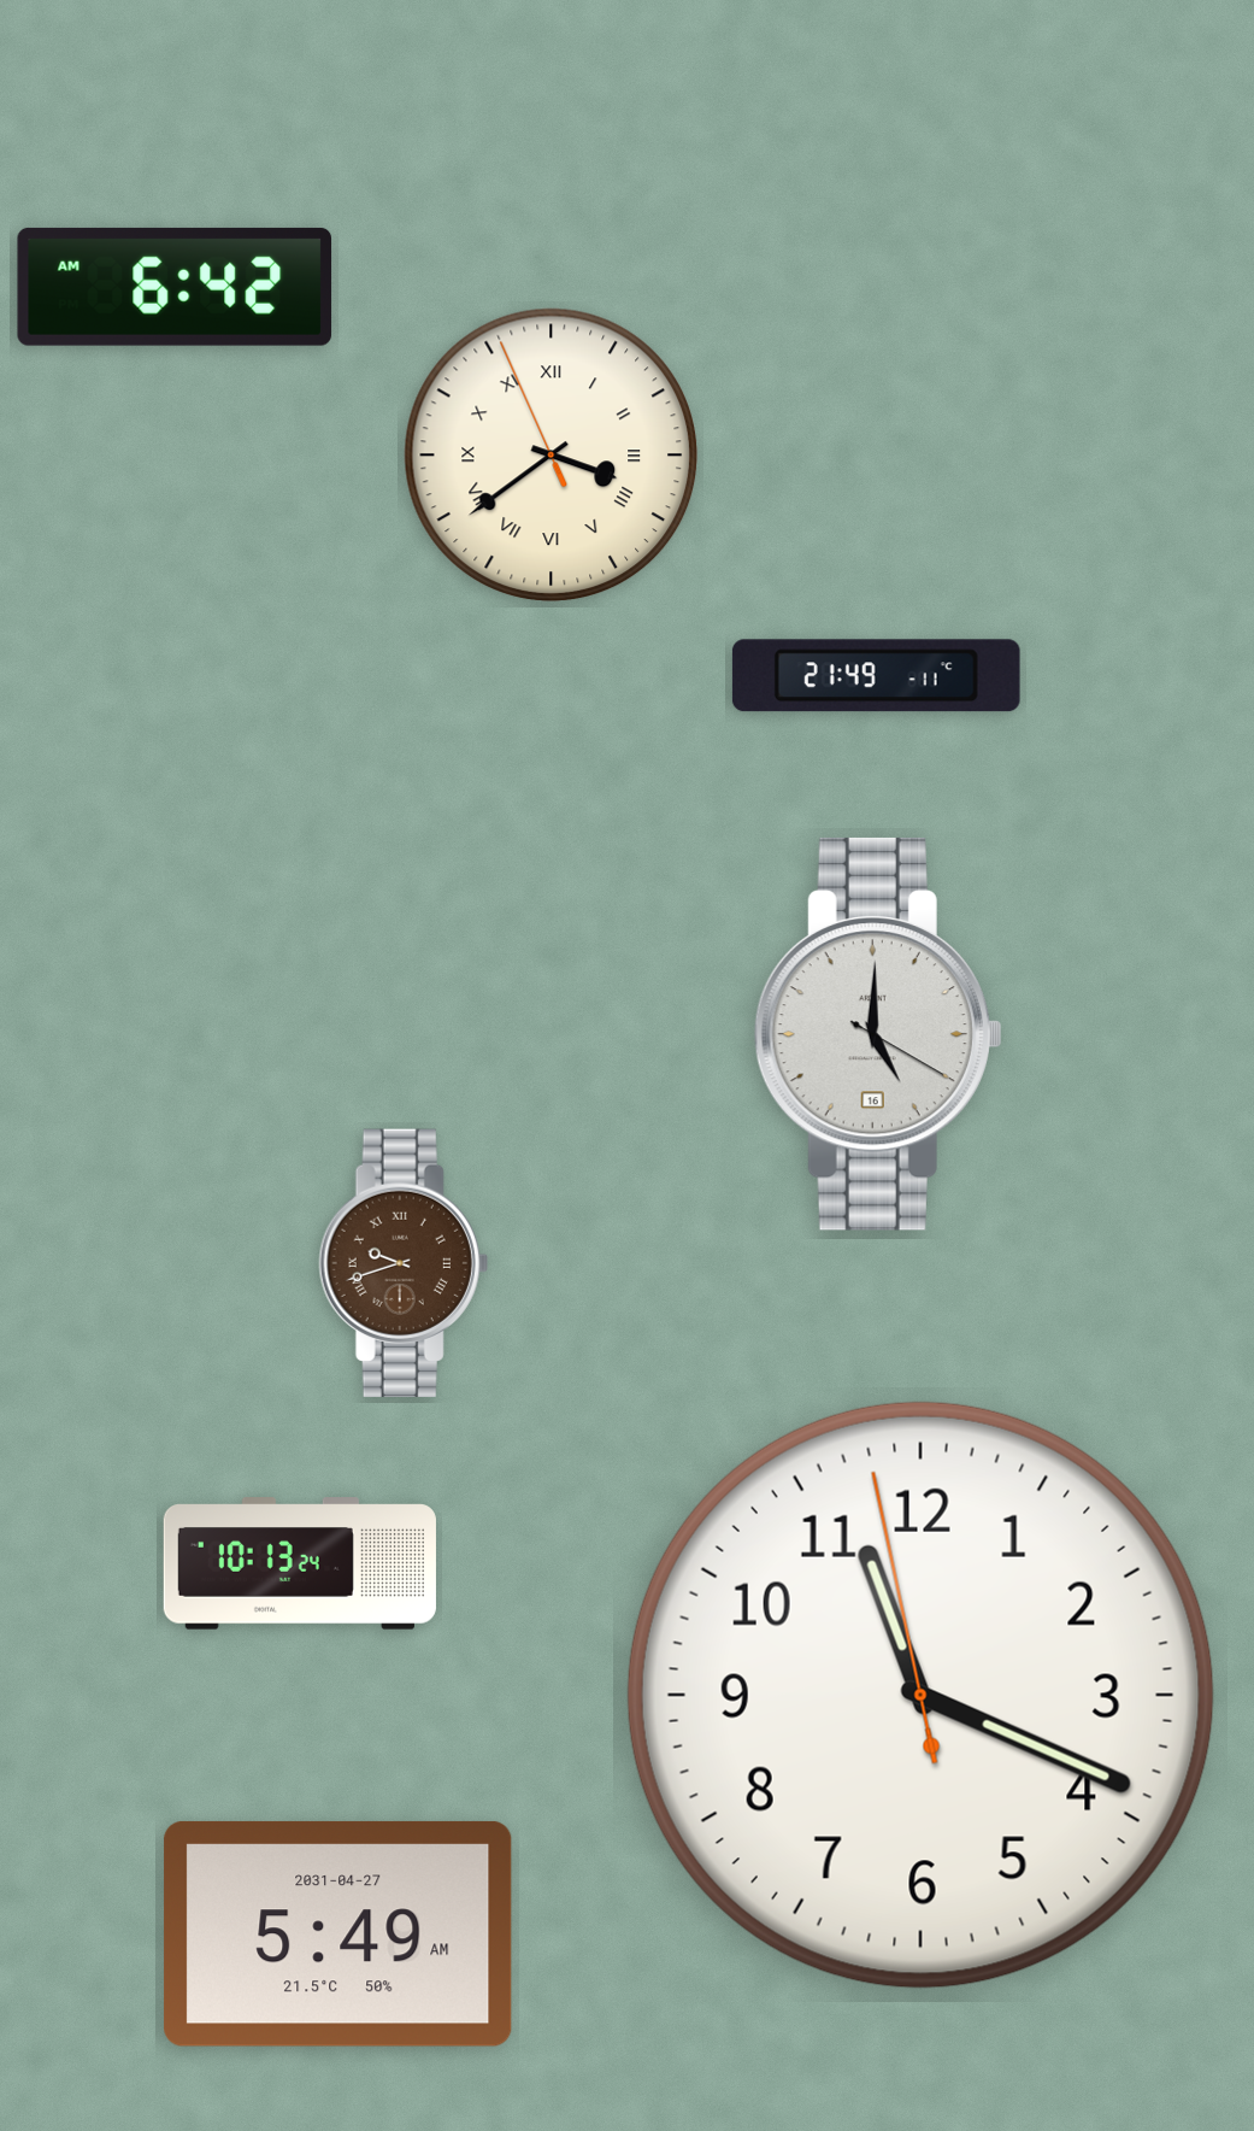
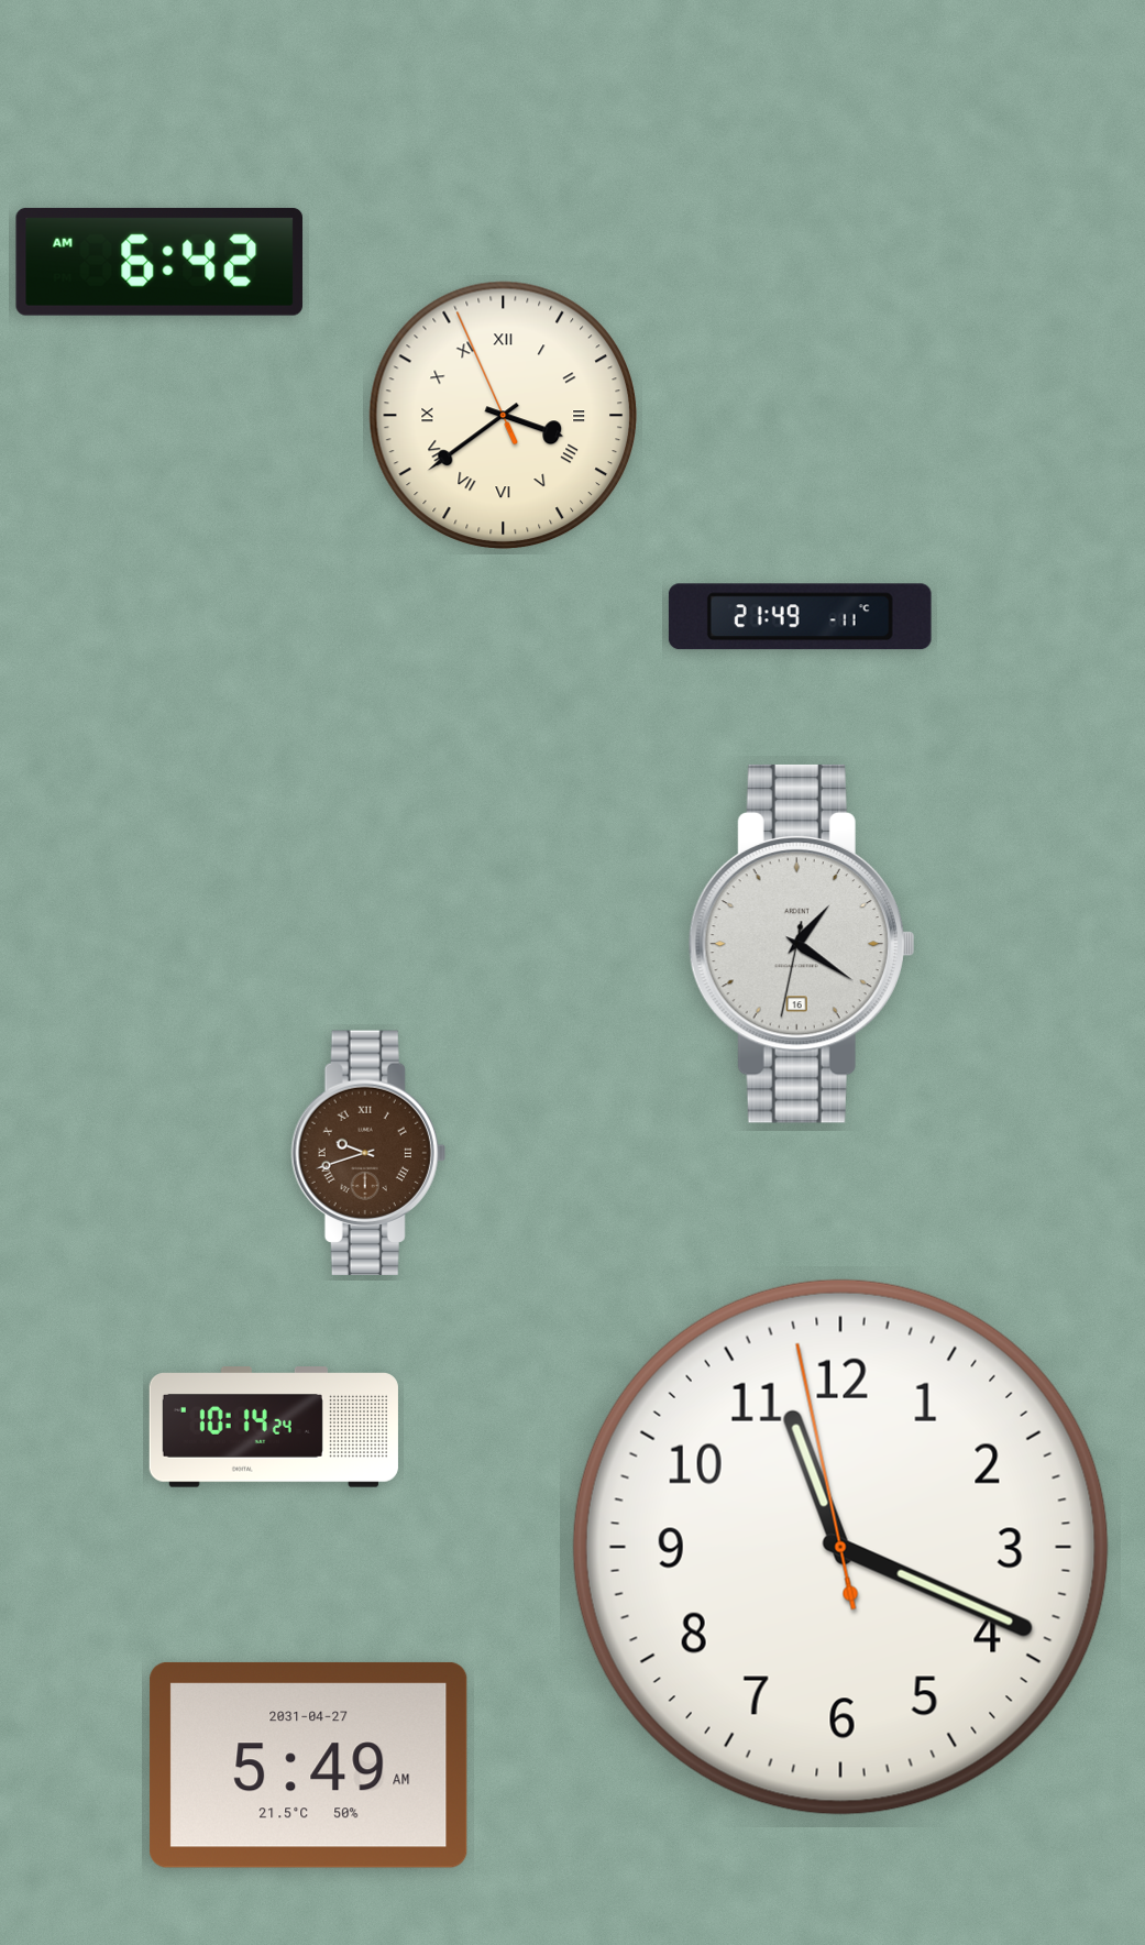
clock at (878, 1034): 5:00 -> 1:20
clock at (300, 1563): 10:13 -> 10:14
